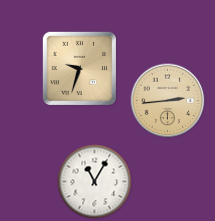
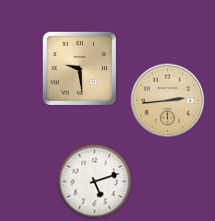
clock at (79, 68): 9:33 -> 9:29
clock at (95, 182): 11:05 -> 5:12
